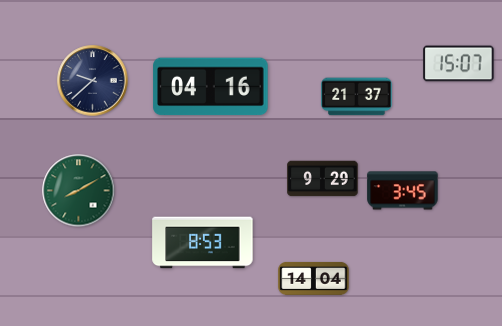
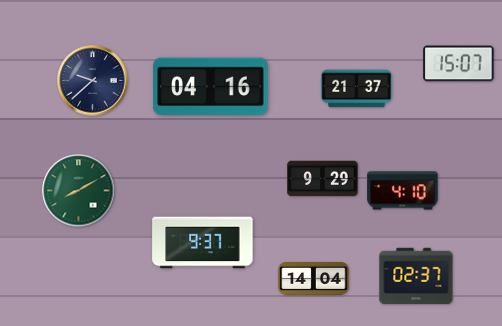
clock at (357, 97) position: (357, 97) -> (357, 89)
clock at (403, 191): 3:45 -> 4:10
clock at (203, 243): 8:53 -> 9:37
clock at (416, 276): none -> 02:37
